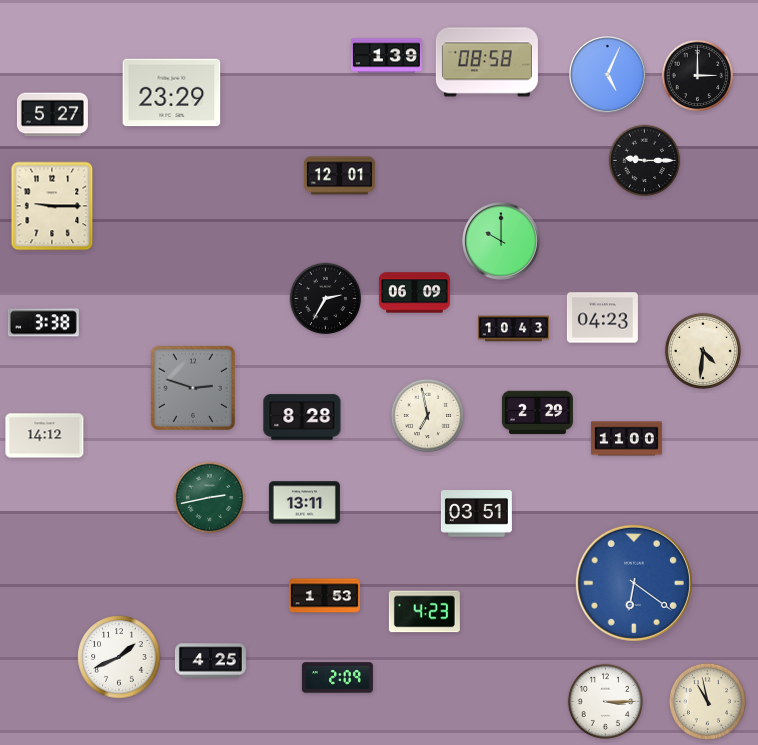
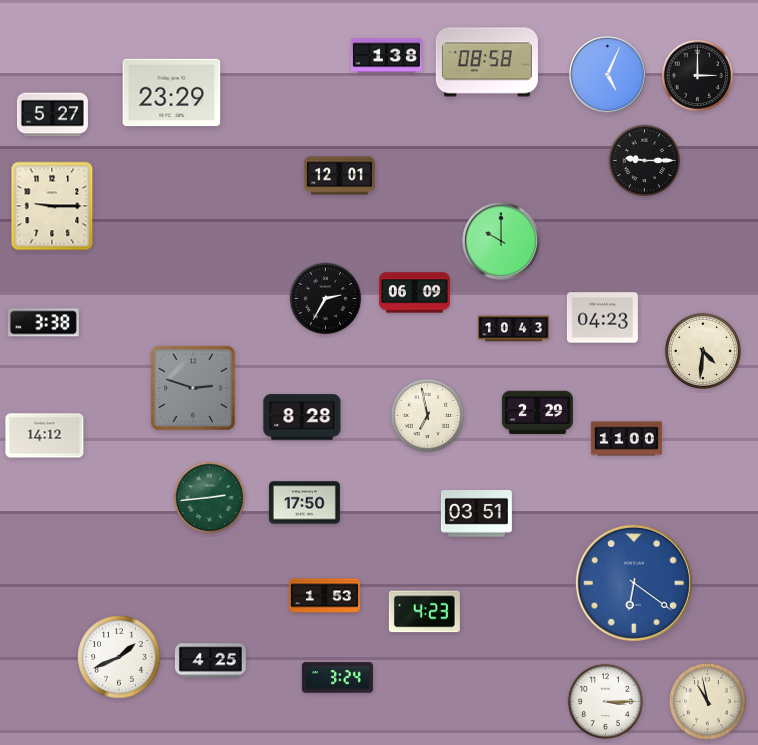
clock at (386, 56): 1:39 -> 1:38
clock at (210, 498): 2:43 -> 2:44
clock at (304, 503): 13:11 -> 17:50
clock at (337, 678): 2:09 -> 3:24
